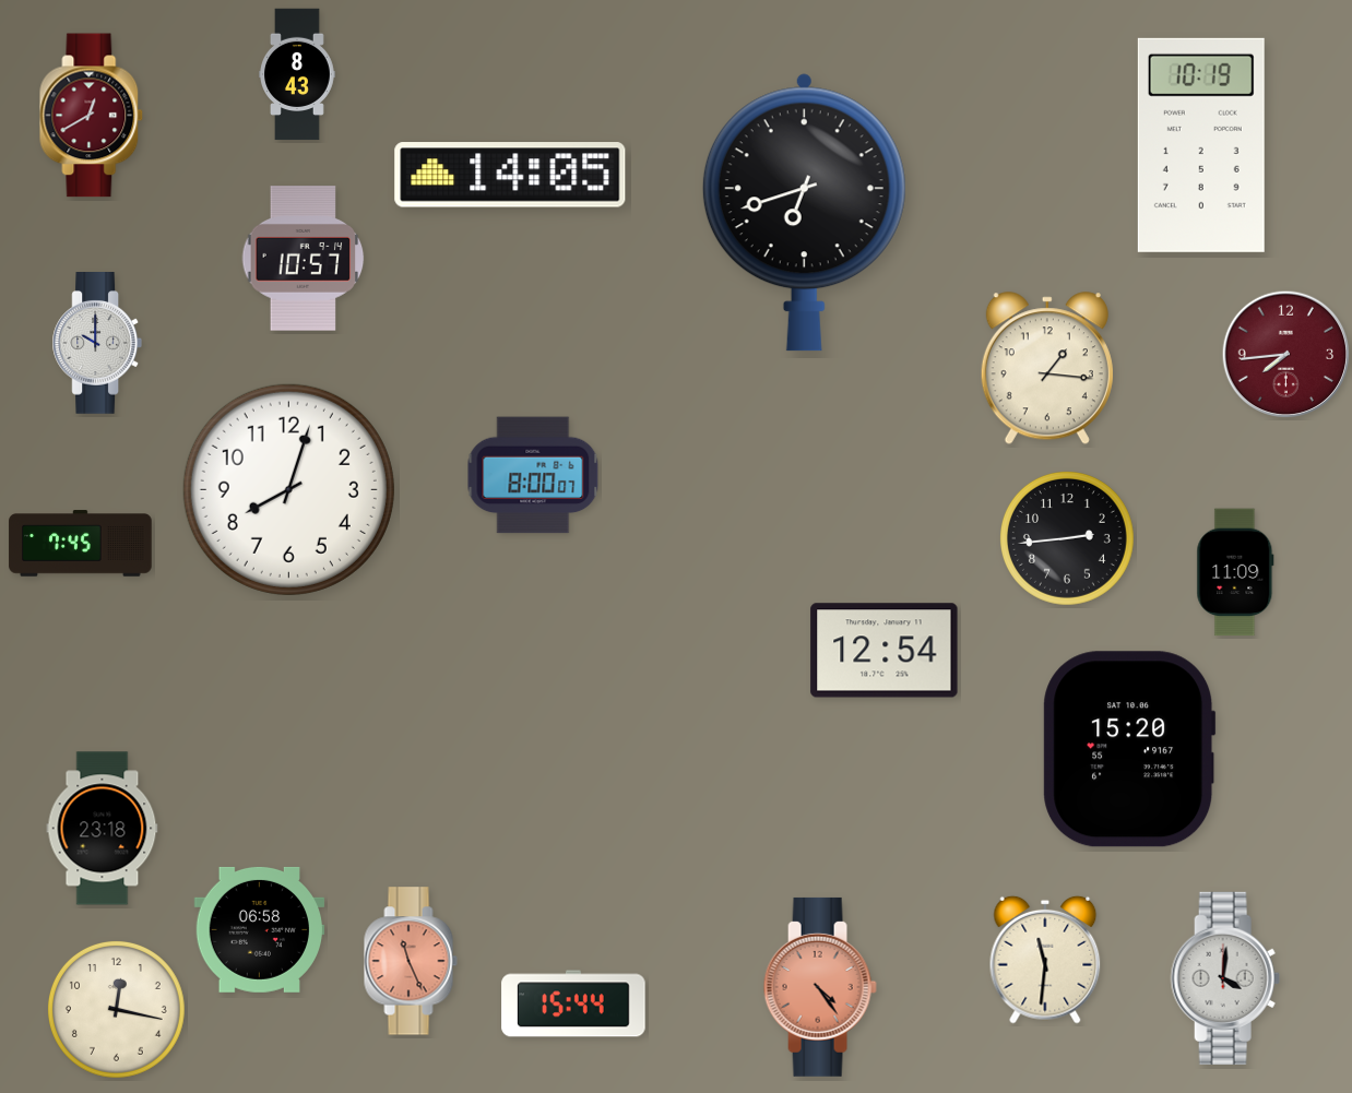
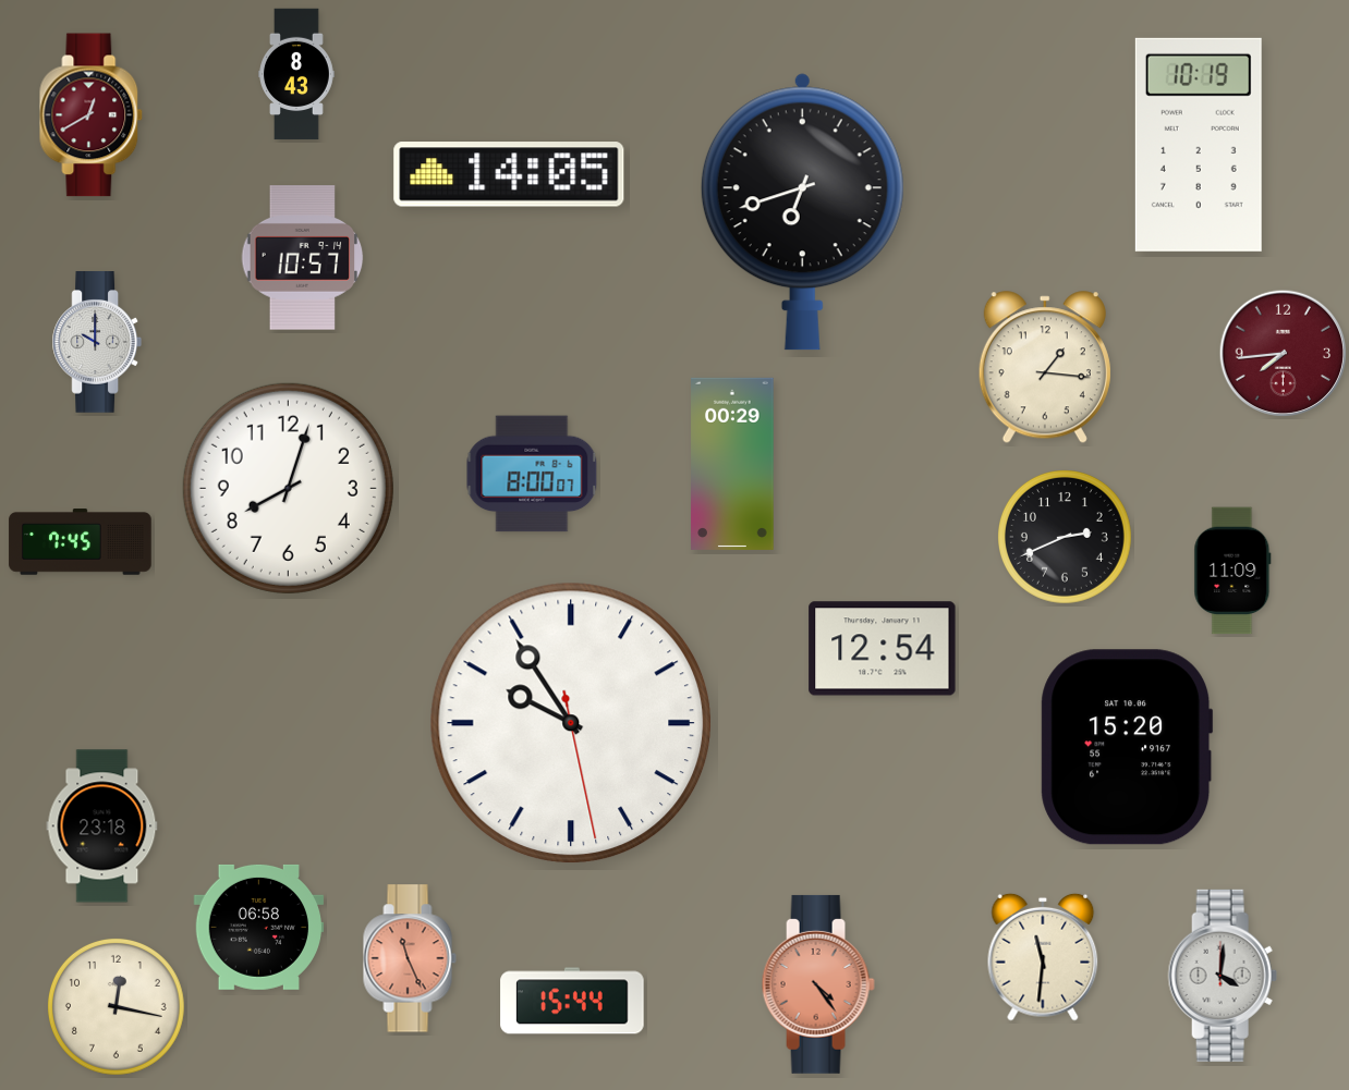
clock at (732, 464): none -> 00:29
clock at (1068, 539): 2:44 -> 2:41
clock at (571, 723): none -> 9:54
